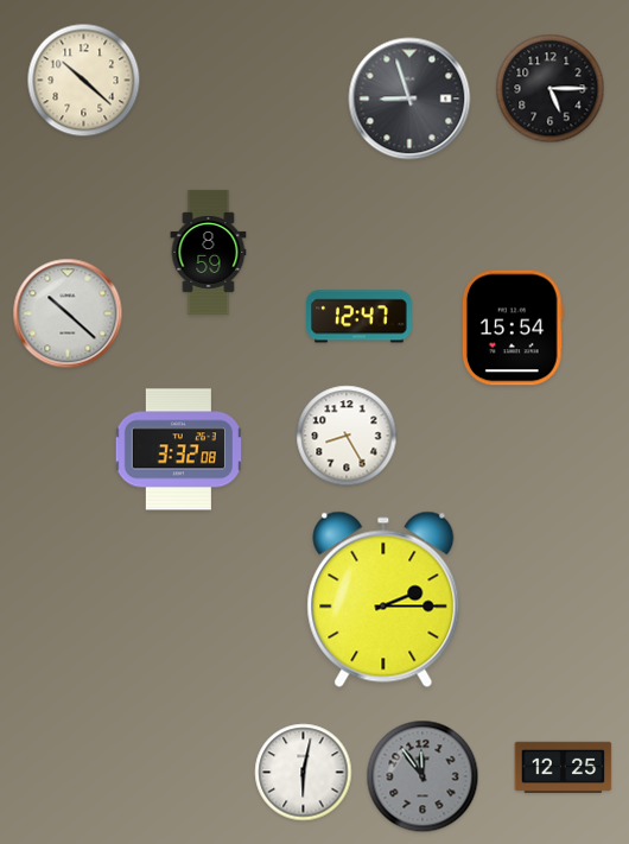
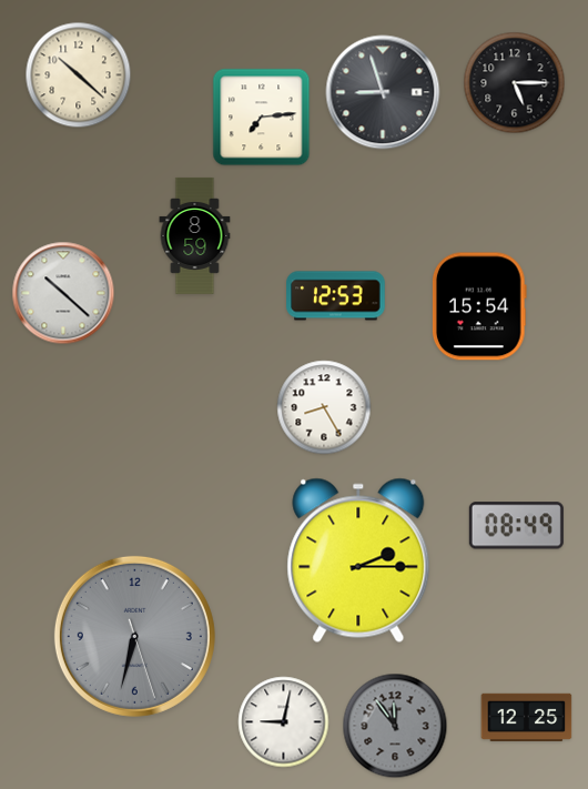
clock at (262, 118): none -> 7:14
clock at (360, 317): 12:47 -> 12:53
clock at (178, 450): 3:32 -> none
clock at (516, 526): none -> 08:49
clock at (134, 636): none -> 6:32
clock at (304, 773): 6:02 -> 9:02
